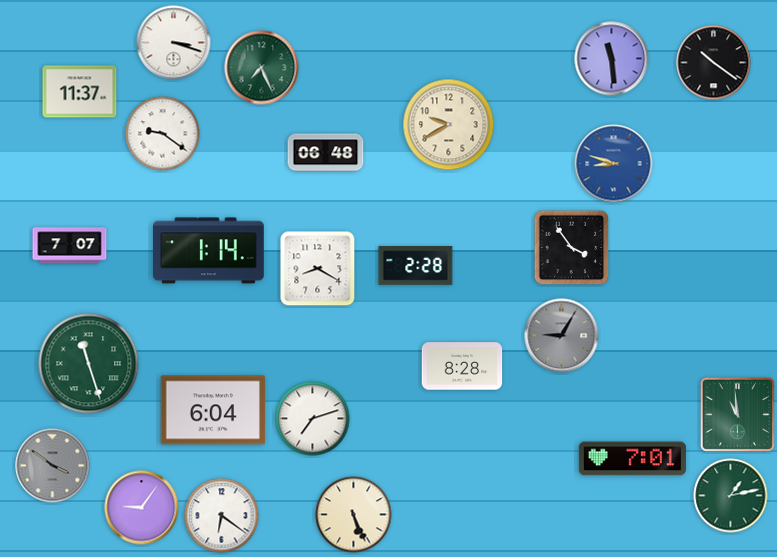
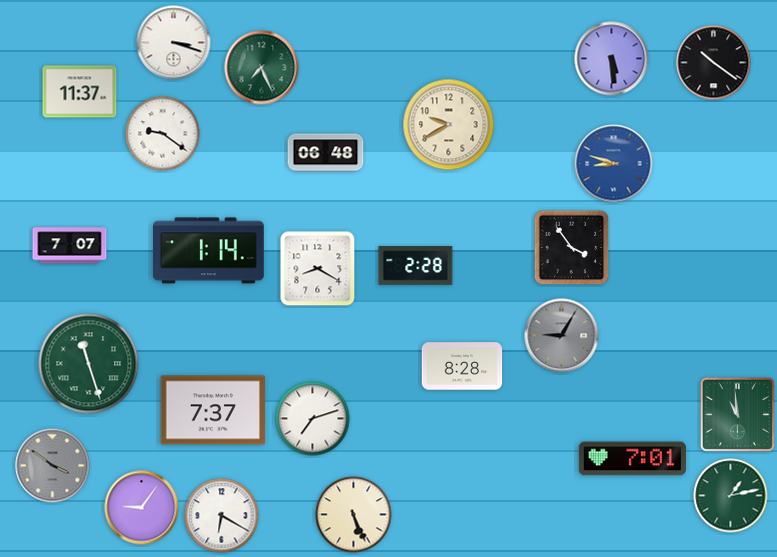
clock at (612, 59): 11:29 -> 5:29
clock at (213, 410): 6:04 -> 7:37
clock at (222, 516): 6:21 -> 6:20
